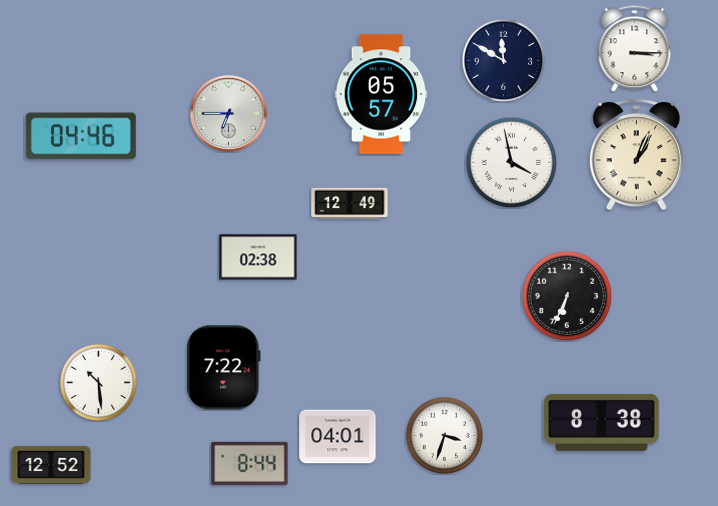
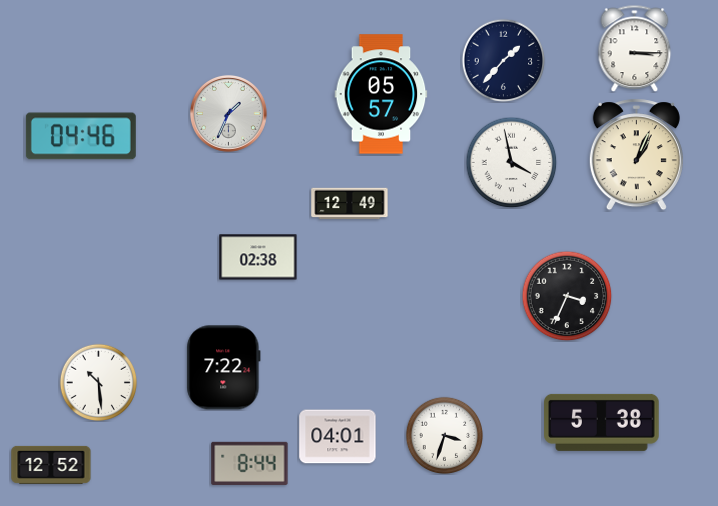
clock at (503, 60): 11:50 -> 1:37
clock at (228, 113): 6:45 -> 1:34
clock at (567, 296): 6:34 -> 3:34
clock at (602, 422): 8:38 -> 5:38
